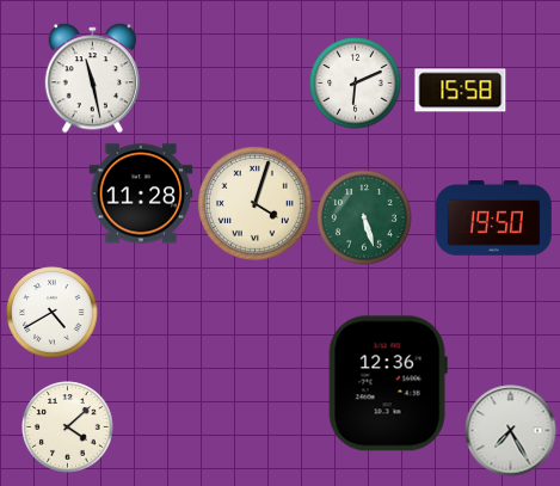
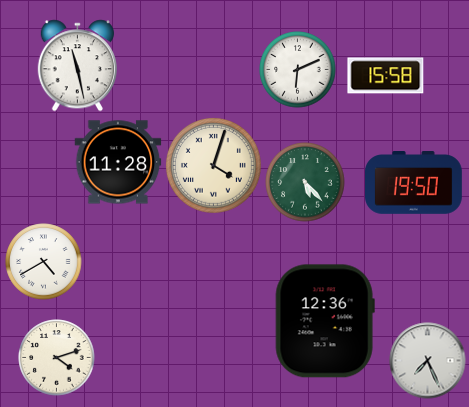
clock at (254, 203) position: (254, 203) -> (213, 165)
clock at (364, 217): 5:27 -> 5:23
clock at (68, 427): 4:08 -> 4:12
clock at (511, 431): 7:25 -> 7:26
